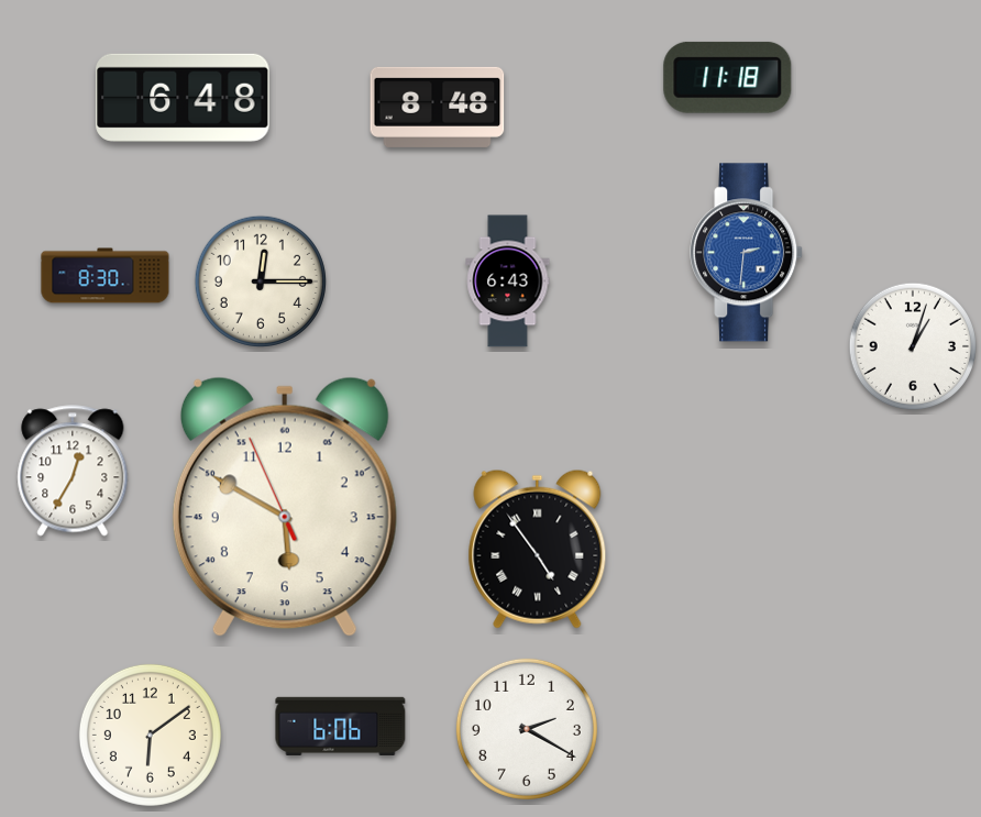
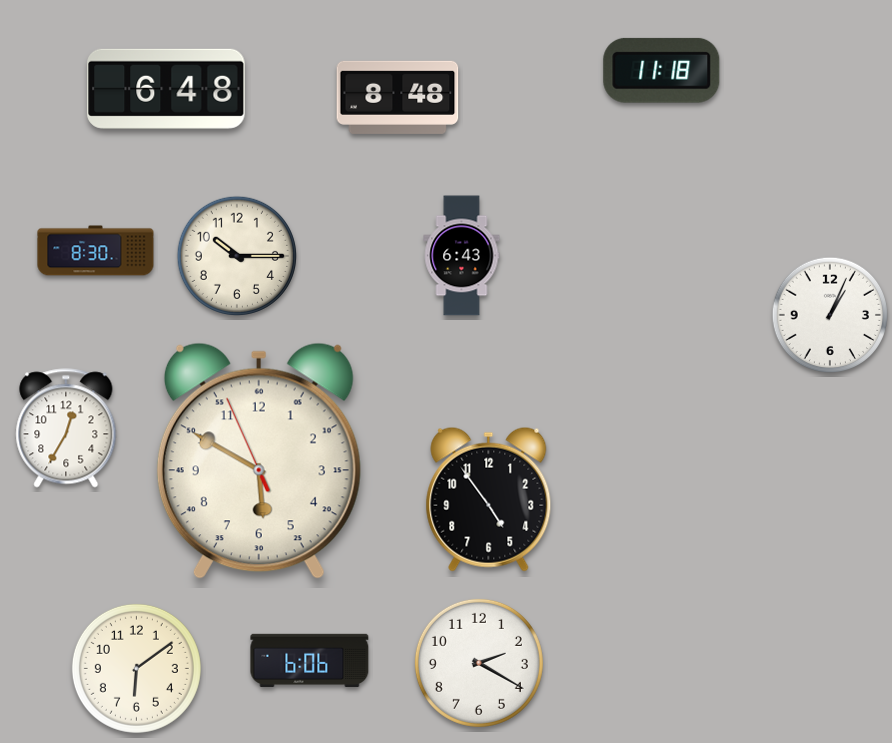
clock at (747, 253): 2:31 -> none
clock at (261, 281): 12:15 -> 10:15
clock at (913, 346): 1:03 -> 1:04
clock at (538, 549) numerals: Roman -> Arabic
